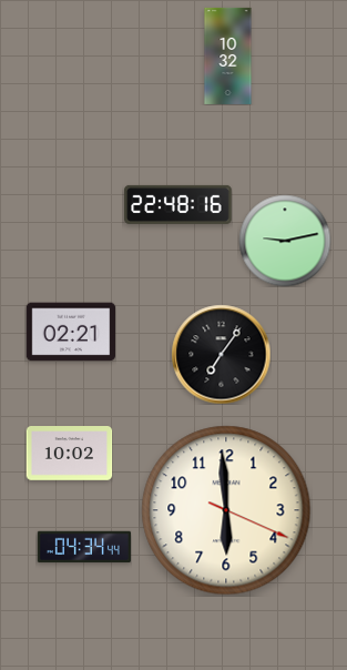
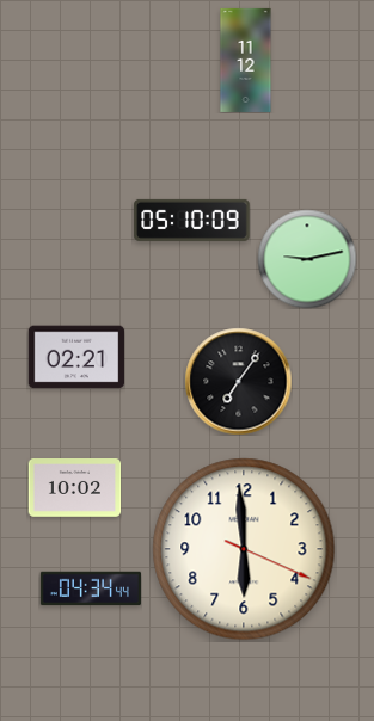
clock at (228, 55): 10:32 -> 11:12
clock at (178, 204): 22:48 -> 05:10
